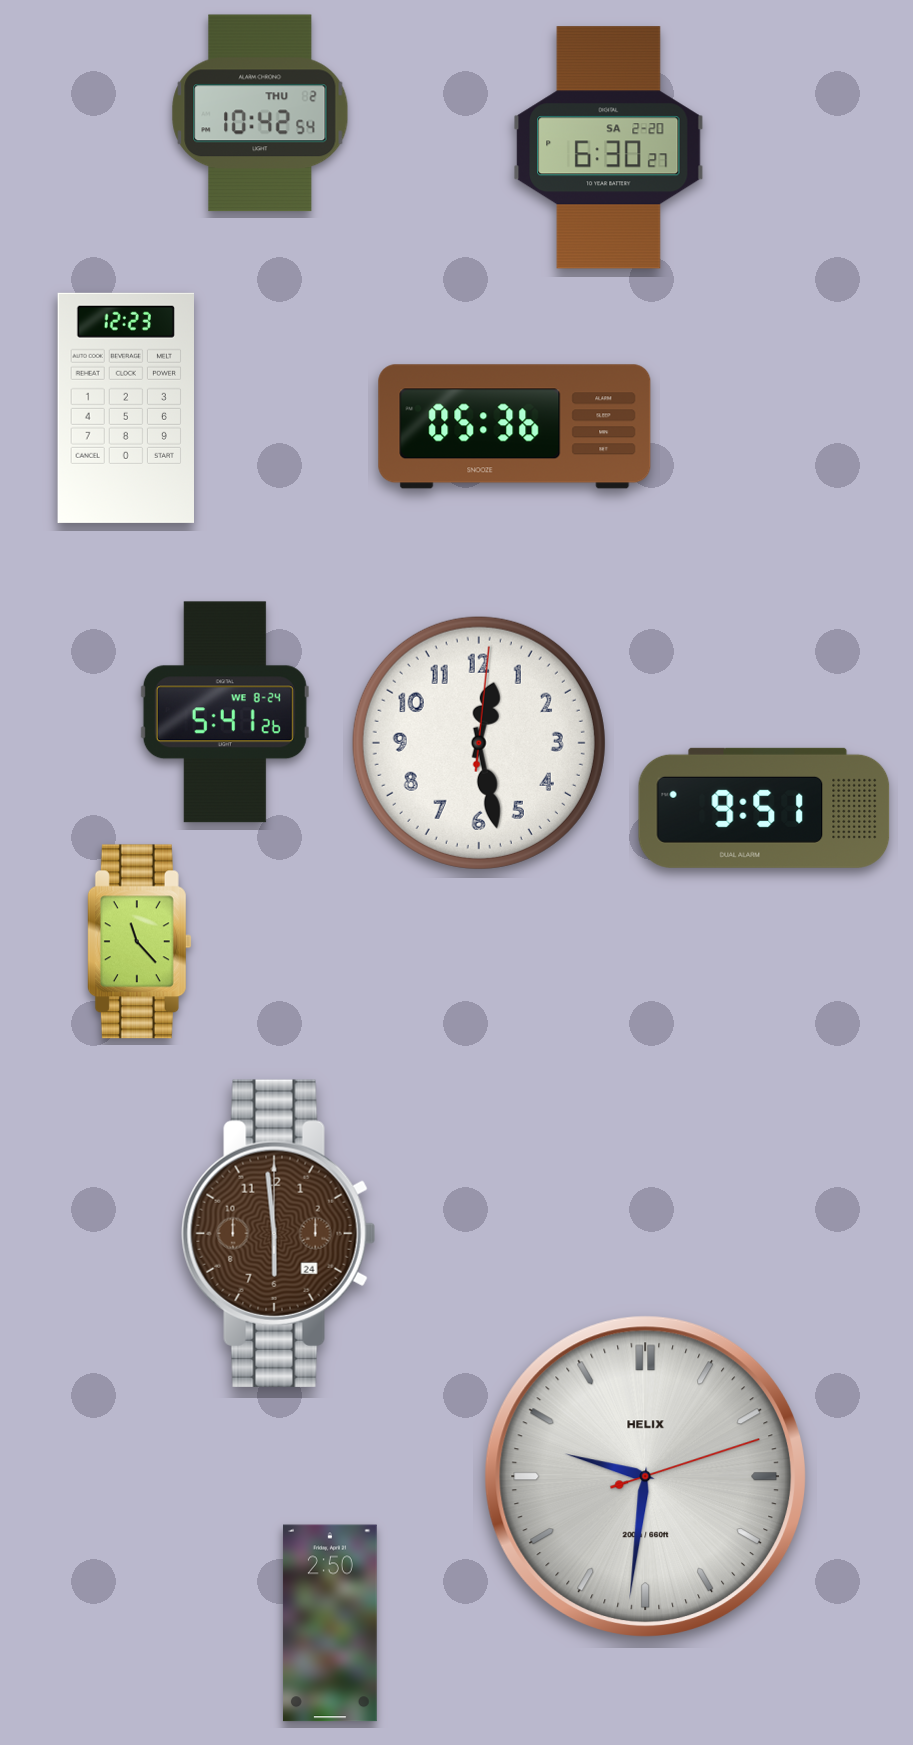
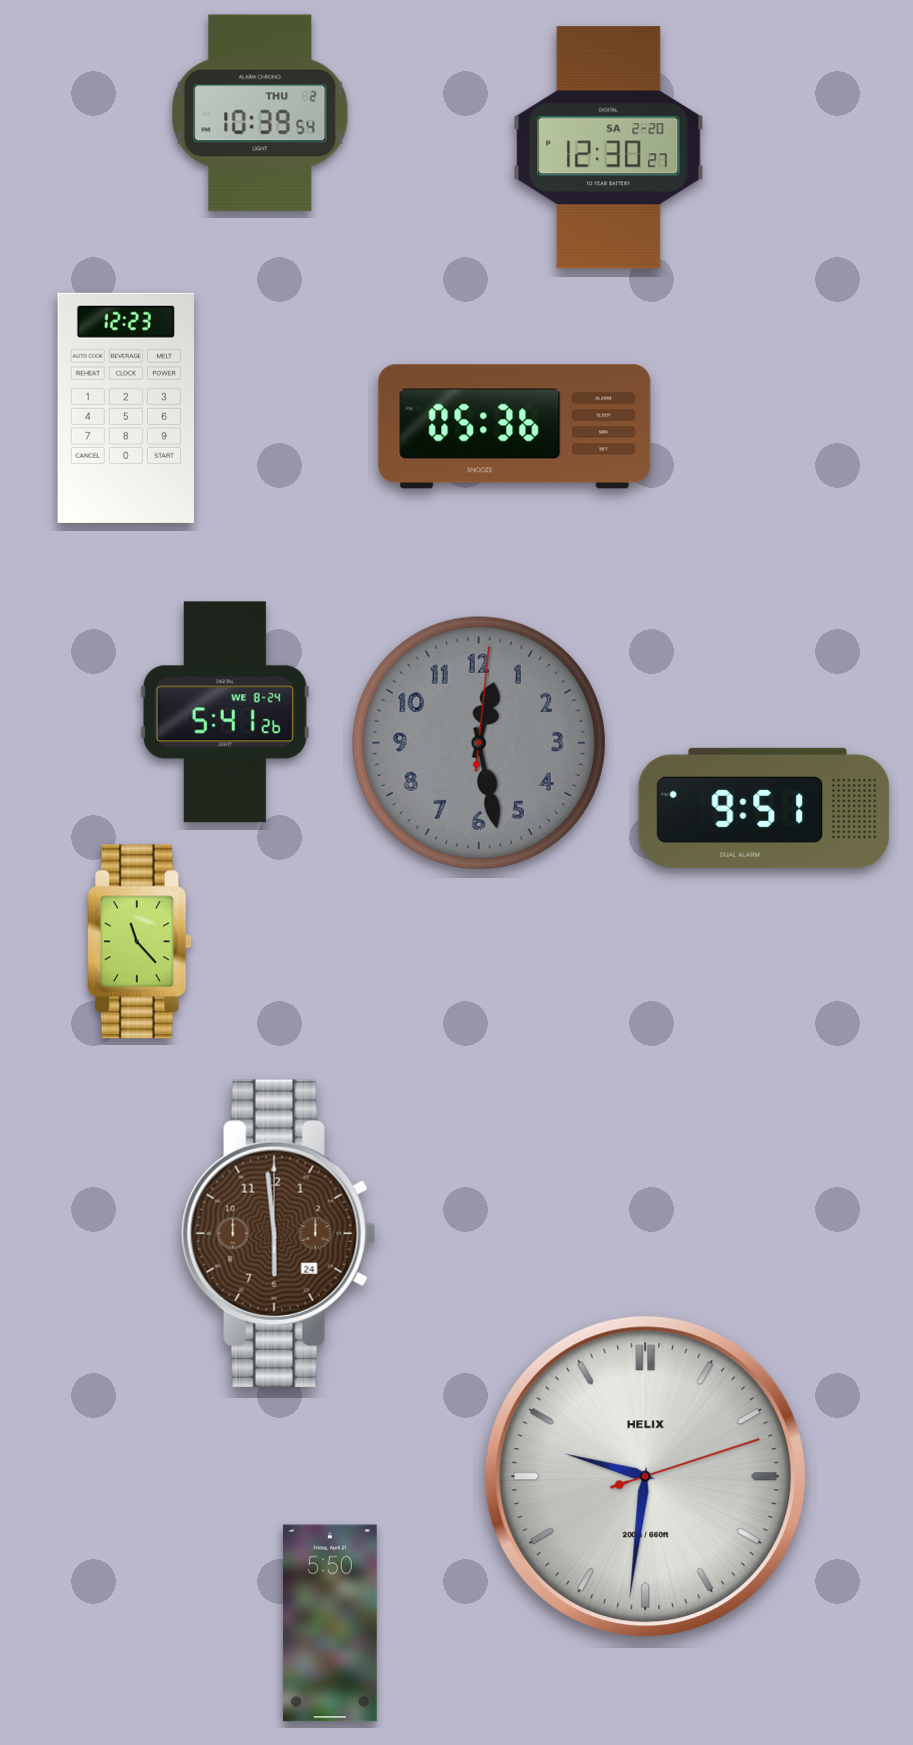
clock at (260, 113): 10:42 -> 10:39
clock at (609, 148): 6:30 -> 12:30
clock at (479, 743) dial: white -> grey
clock at (330, 1623): 2:50 -> 5:50
